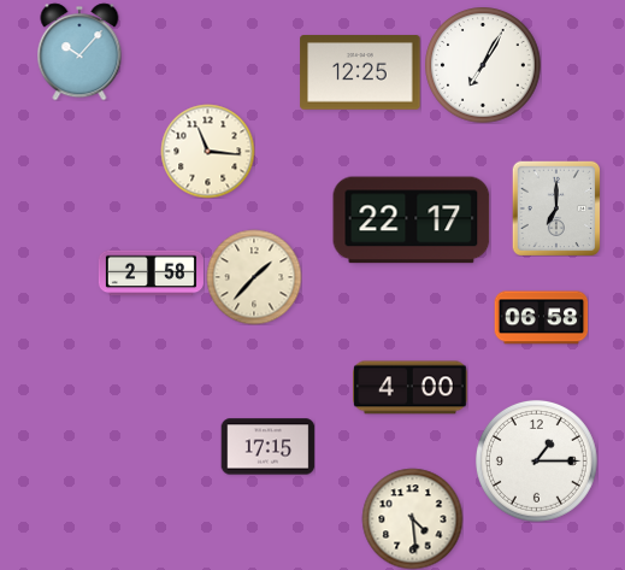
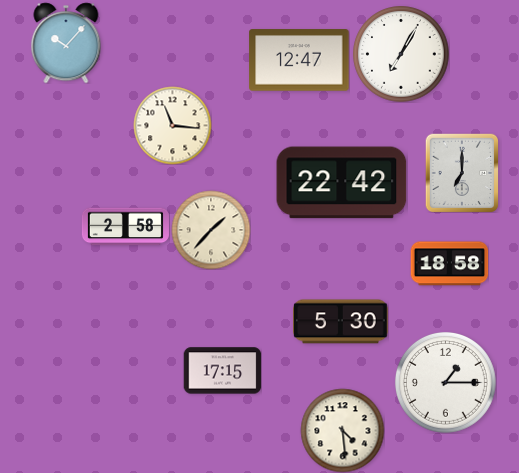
clock at (360, 72): 12:25 -> 12:47
clock at (412, 221): 22:17 -> 22:42
clock at (541, 318): 06:58 -> 18:58
clock at (411, 388): 4:00 -> 5:30
